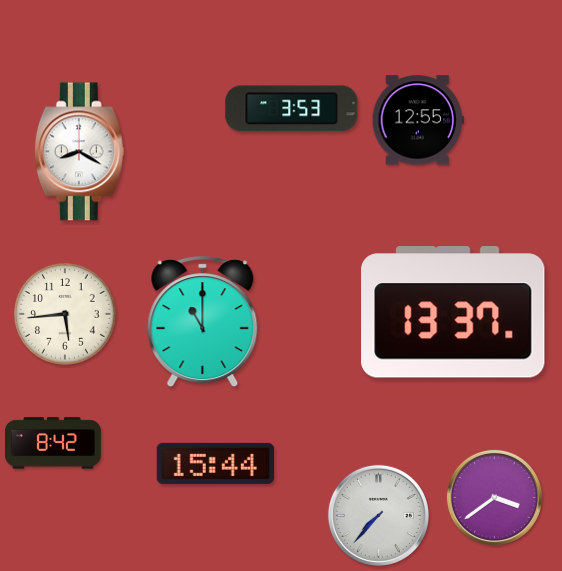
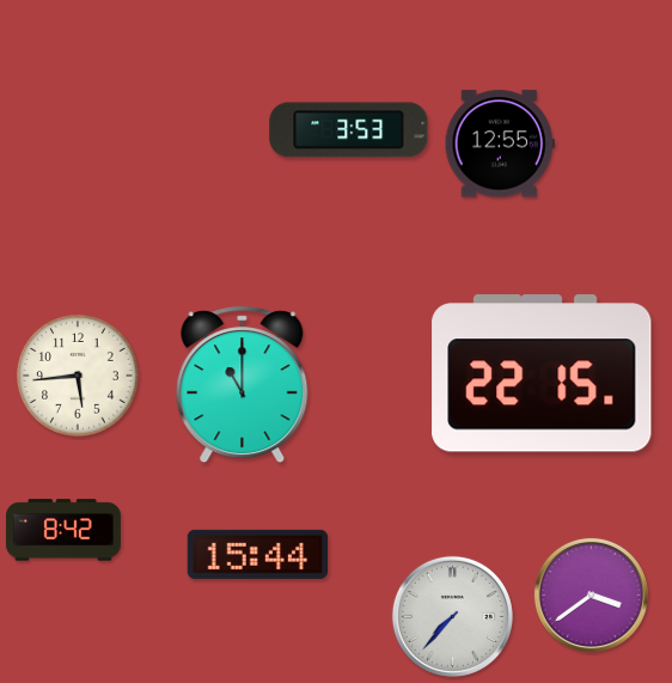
clock at (79, 152): 8:20 -> none
clock at (453, 312): 13:37 -> 22:15
